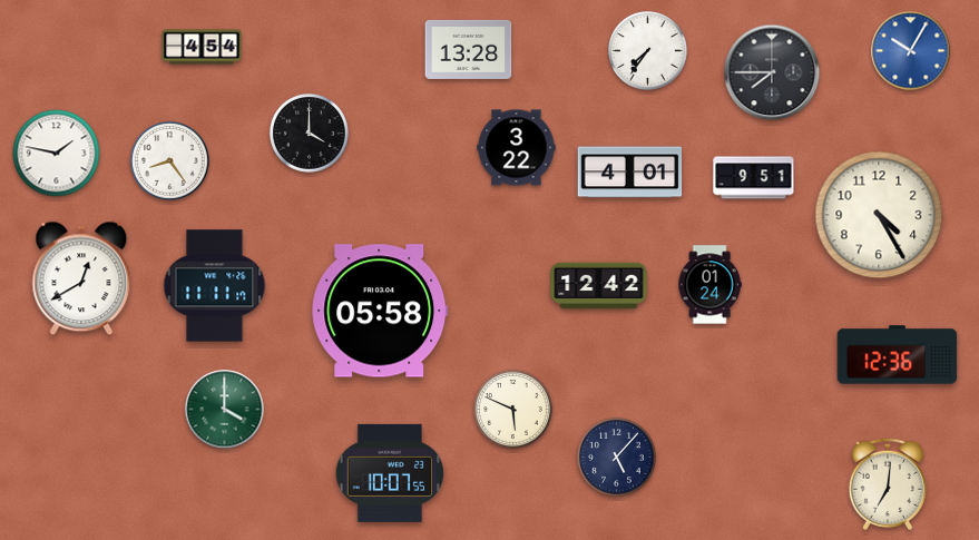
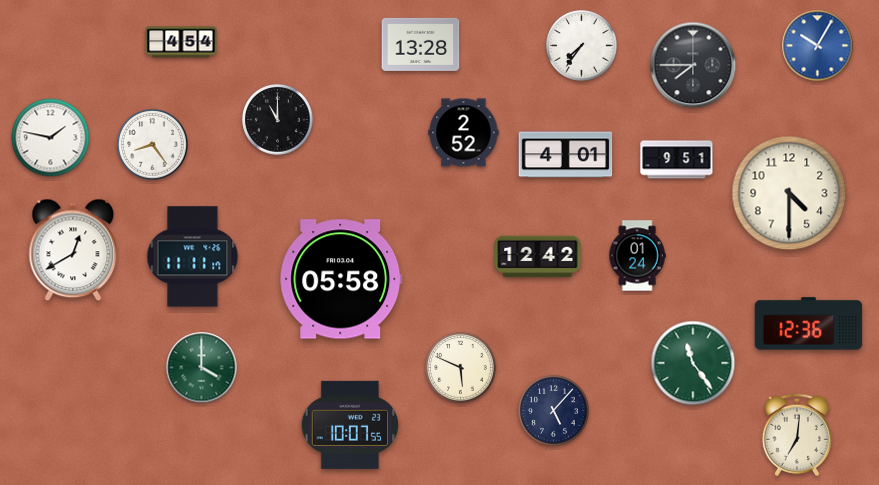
clock at (310, 134): 4:00 -> 11:00
clock at (517, 148): 3:22 -> 2:52
clock at (879, 215): 4:25 -> 4:30
clock at (898, 355) position: (898, 355) -> (809, 324)
clock at (693, 363): none -> 11:24
